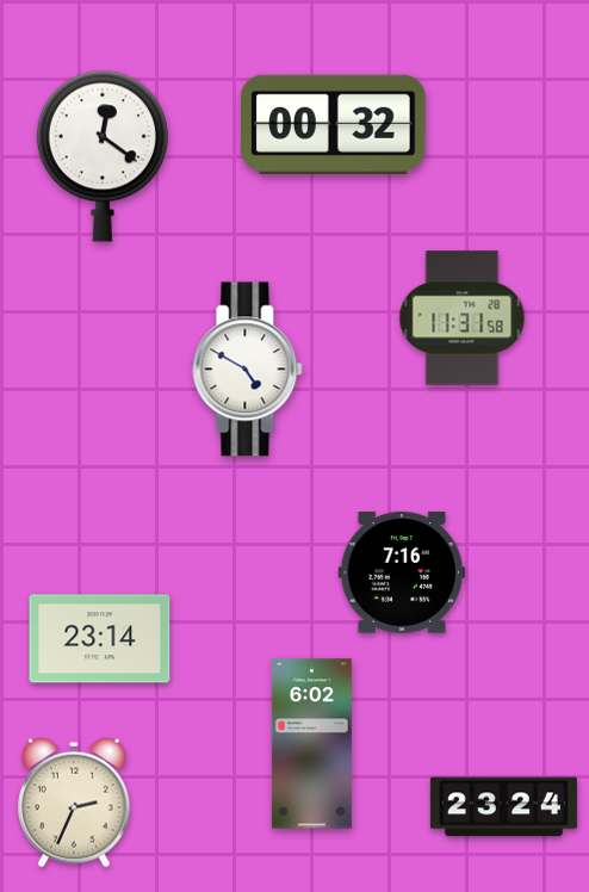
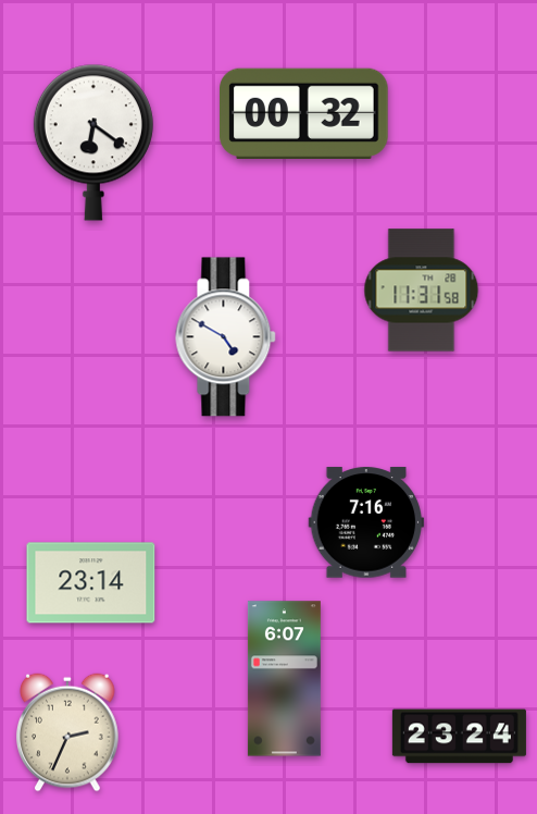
clock at (103, 156): 12:21 -> 6:21
clock at (311, 744): 6:02 -> 6:07
